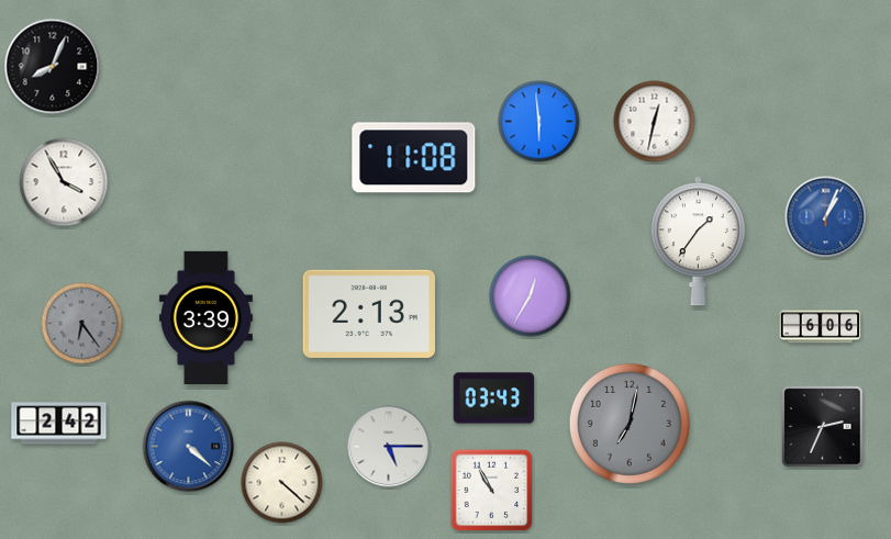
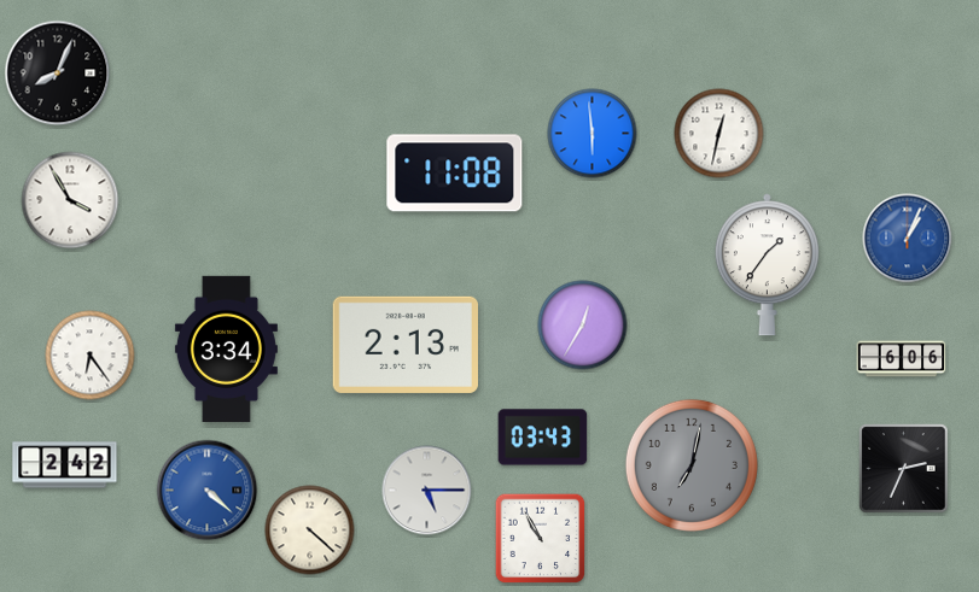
clock at (205, 317): 3:39 -> 3:34
clock at (82, 324) dial: grey -> white
